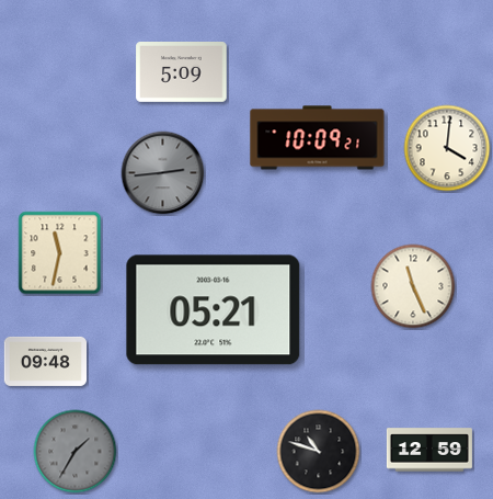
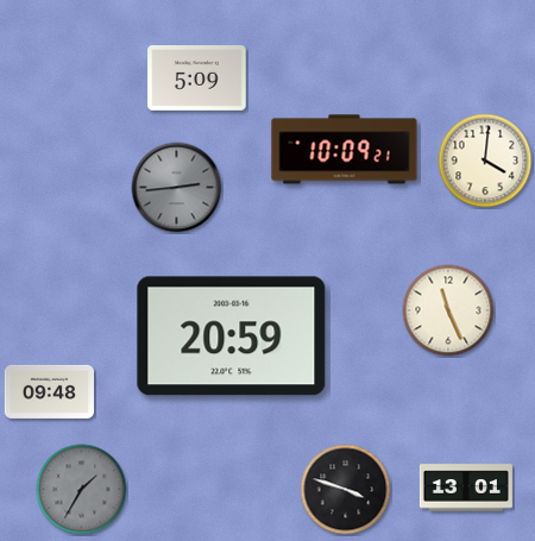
clock at (60, 253): 11:32 -> none
clock at (214, 310): 05:21 -> 20:59
clock at (429, 450): 12:59 -> 13:01
clock at (319, 452): 10:48 -> 3:48
